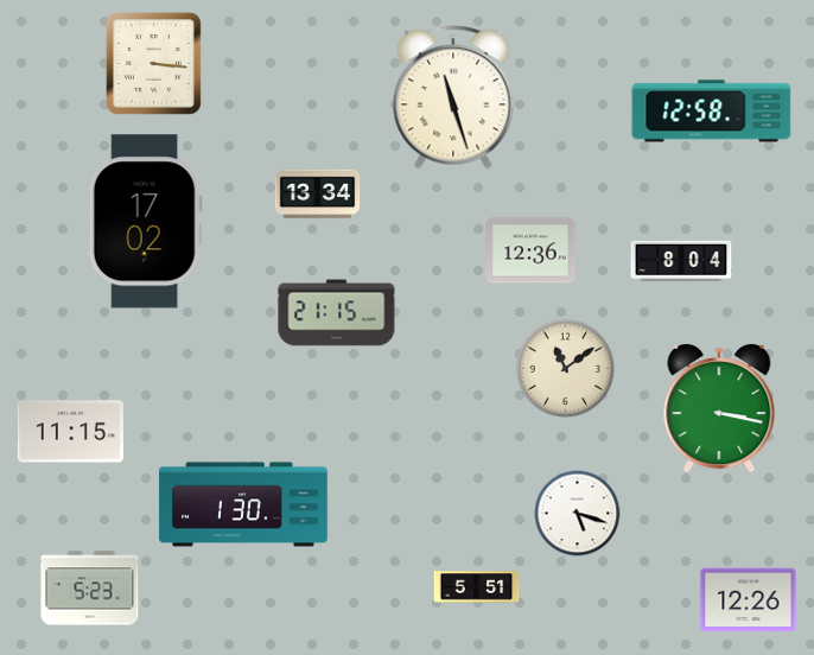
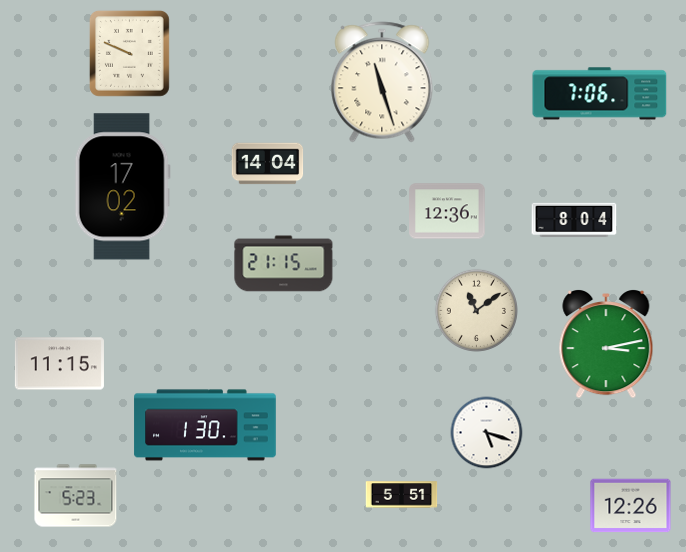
clock at (153, 63): 3:16 -> 9:49
clock at (712, 112): 12:58 -> 7:06
clock at (318, 195): 13:34 -> 14:04
clock at (719, 409): 3:17 -> 3:13
